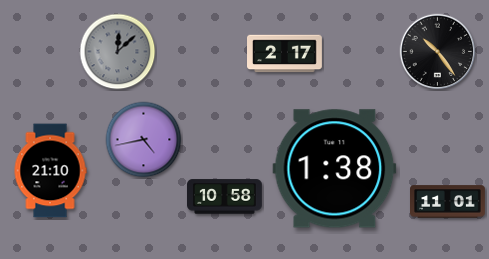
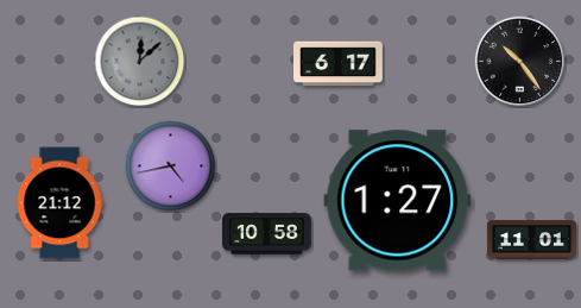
clock at (285, 54): 2:17 -> 6:17
clock at (335, 169): 1:38 -> 1:27
clock at (50, 171): 21:10 -> 21:12
